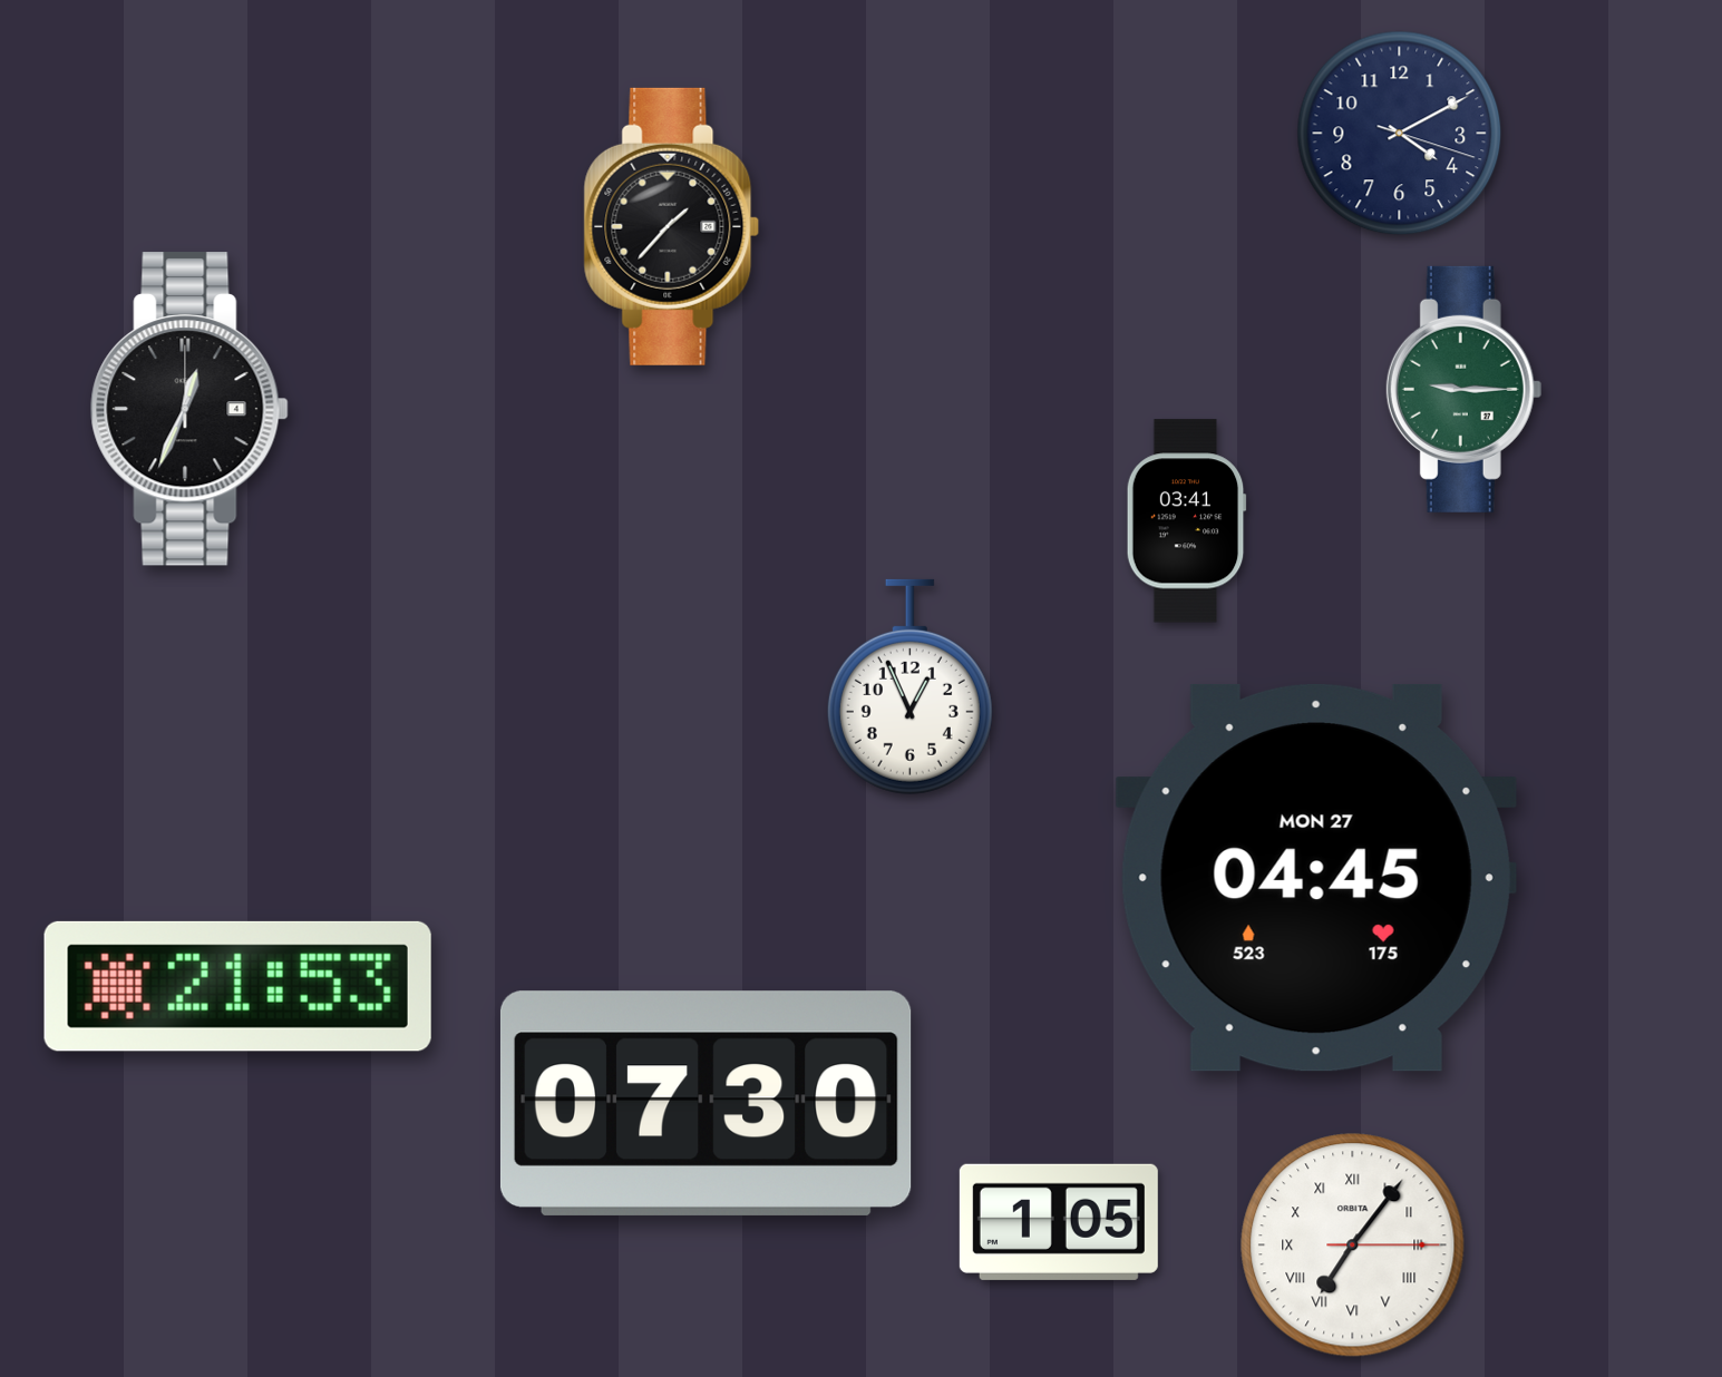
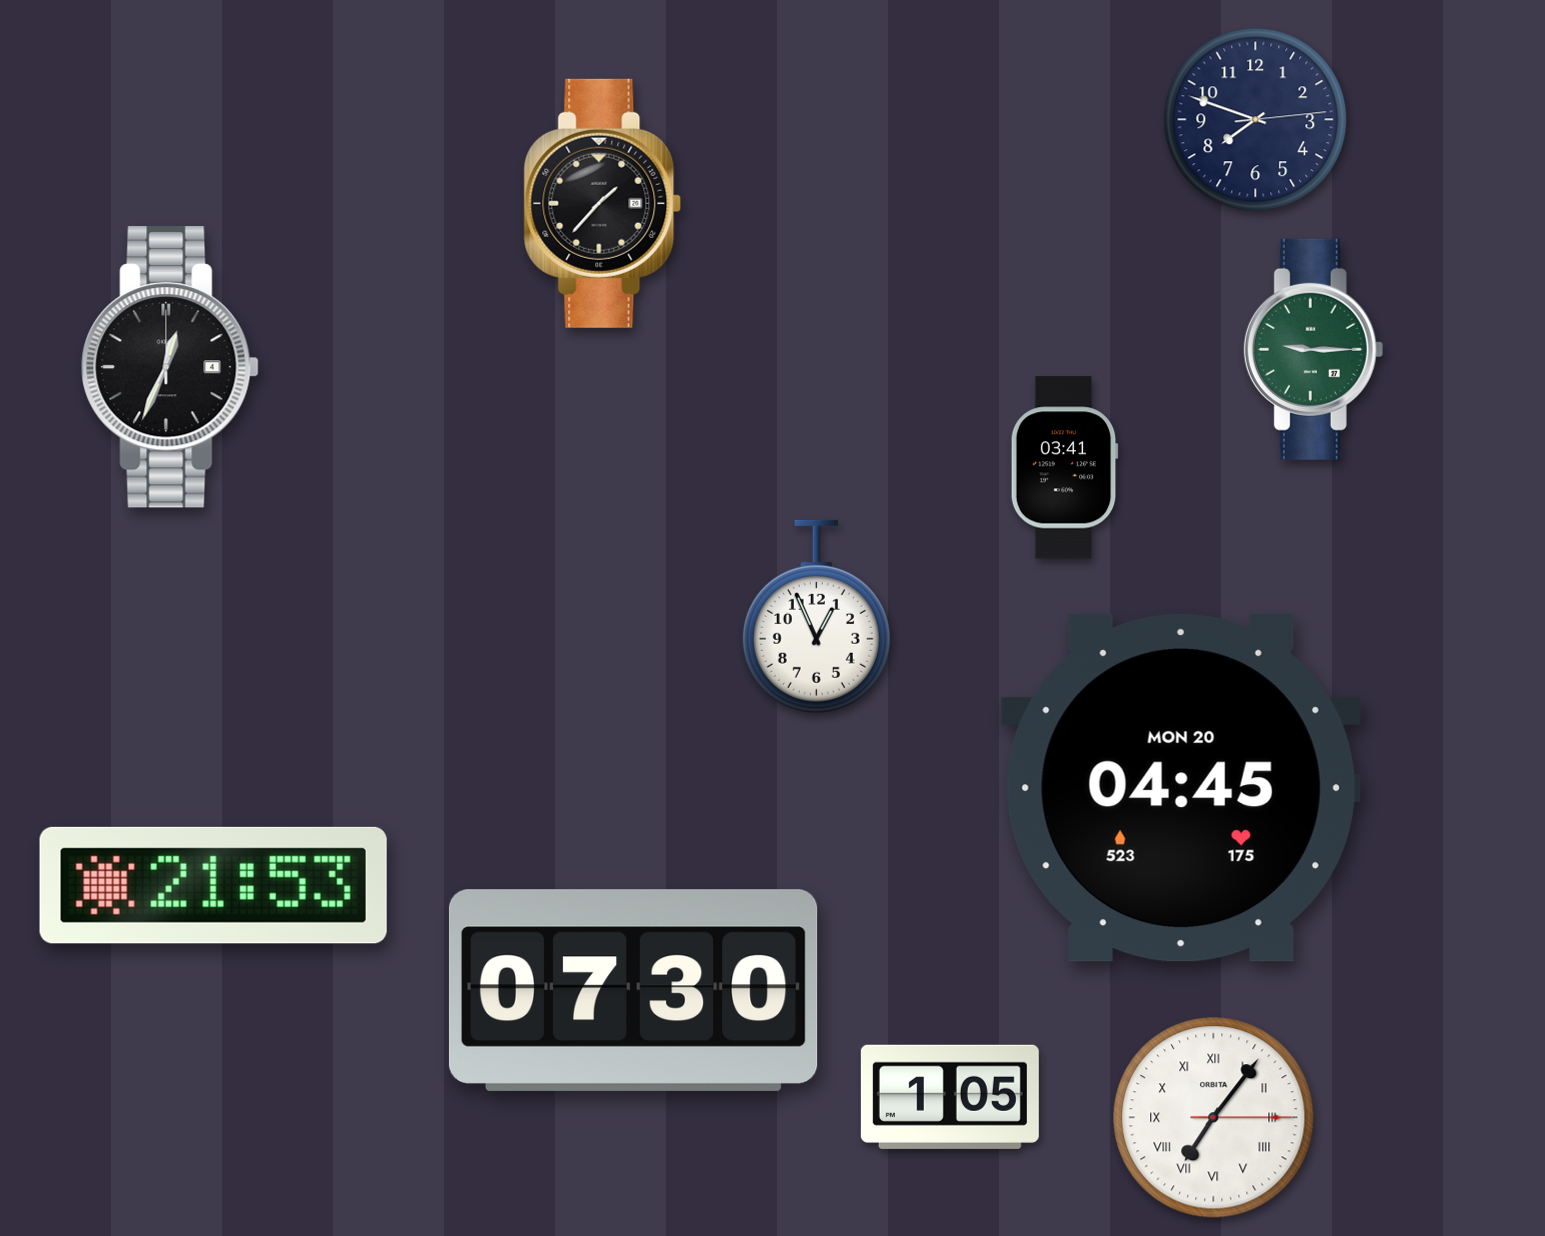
clock at (1400, 134): 4:10 -> 7:48
clock at (1316, 878) date: MON 27 -> MON 20
